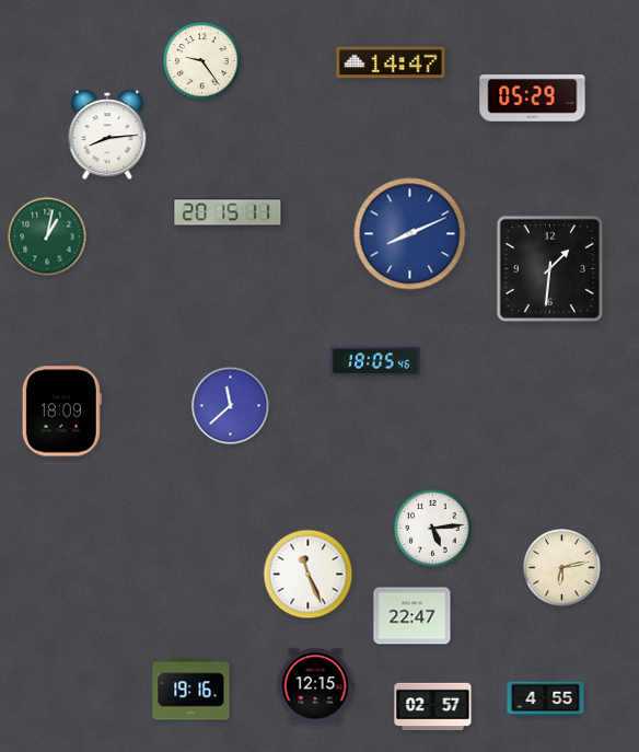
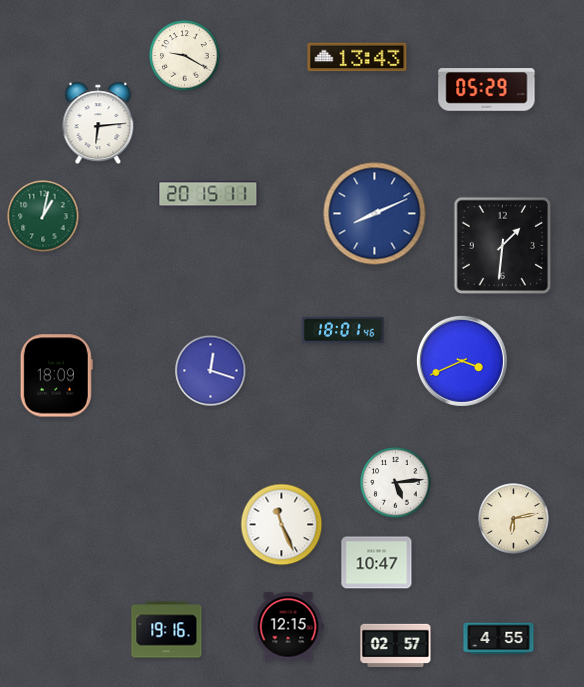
clock at (202, 61): 9:24 -> 9:20
clock at (391, 62): 14:47 -> 13:43
clock at (107, 135): 8:14 -> 6:14
clock at (375, 361): 18:05 -> 18:01
clock at (462, 361): none -> 3:41
clock at (231, 406): 11:38 -> 12:18
clock at (413, 616): 22:47 -> 10:47
clock at (191, 690) position: (191, 690) -> (167, 630)
